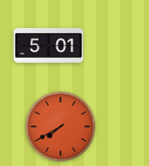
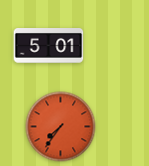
clock at (61, 127): 7:40 -> 7:36
